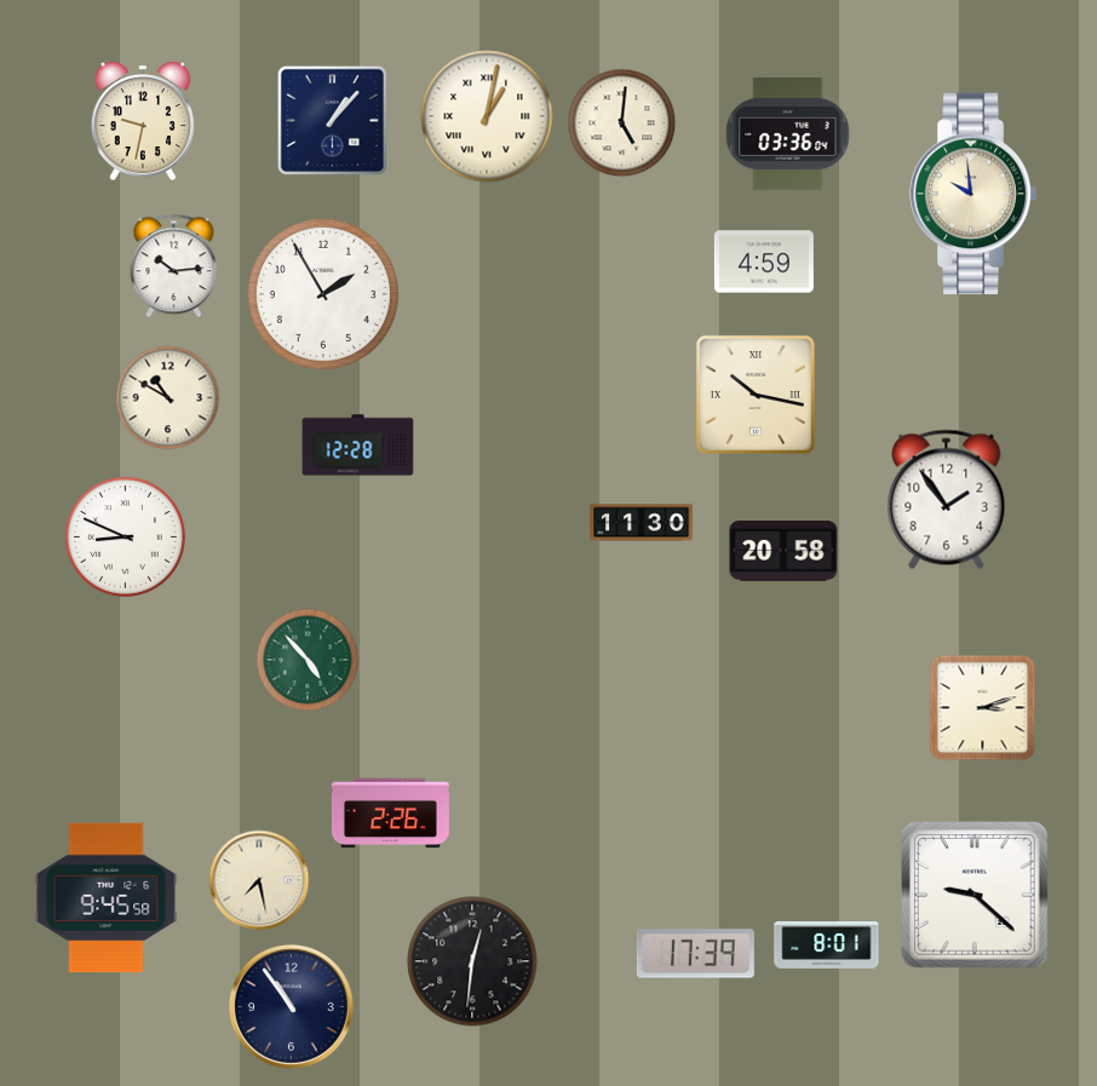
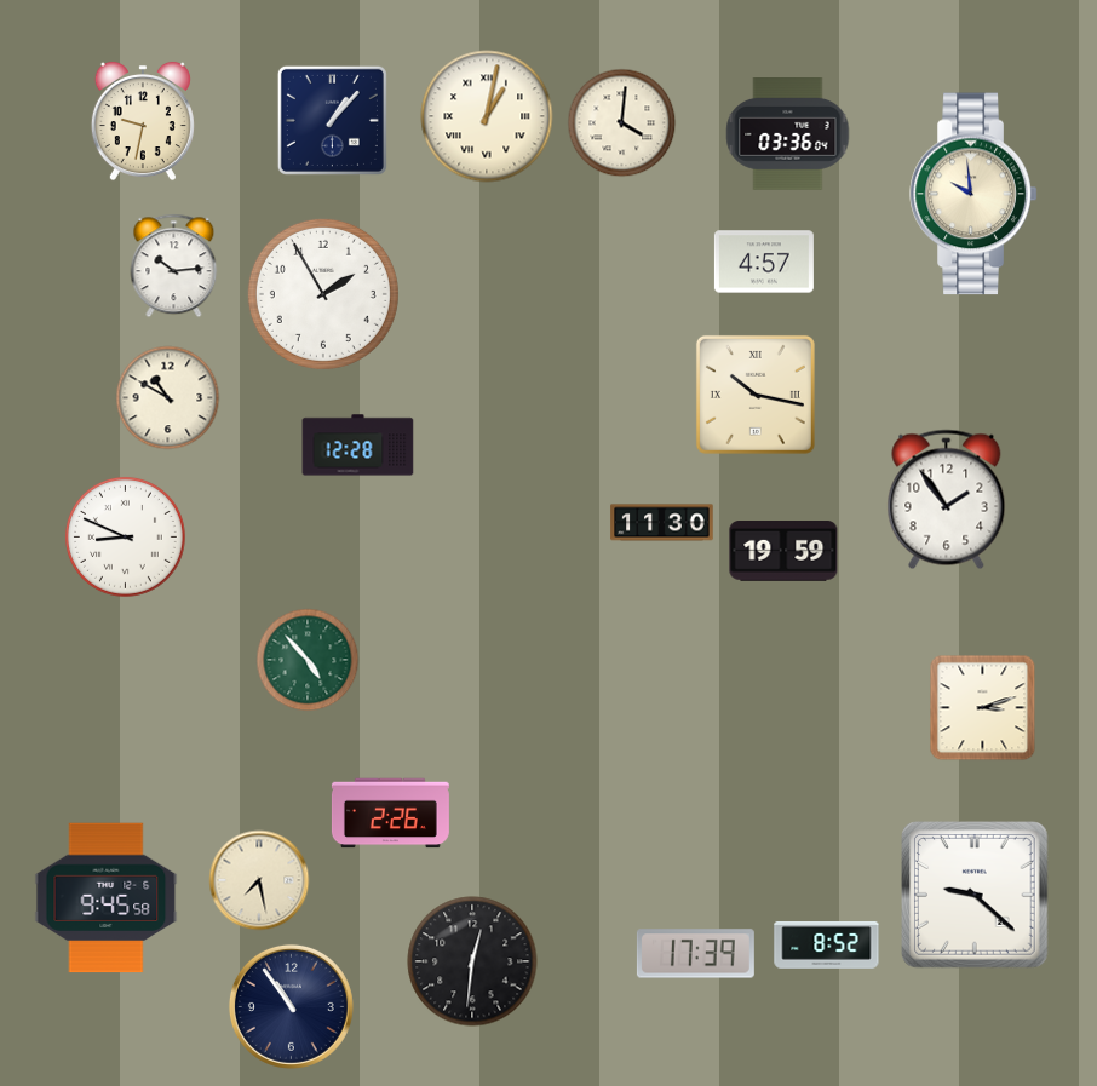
clock at (622, 123): 5:01 -> 4:01
clock at (764, 262): 4:59 -> 4:57
clock at (642, 523) position: (642, 523) -> (662, 523)
clock at (783, 552): 20:58 -> 19:59
clock at (827, 944): 8:01 -> 8:52
